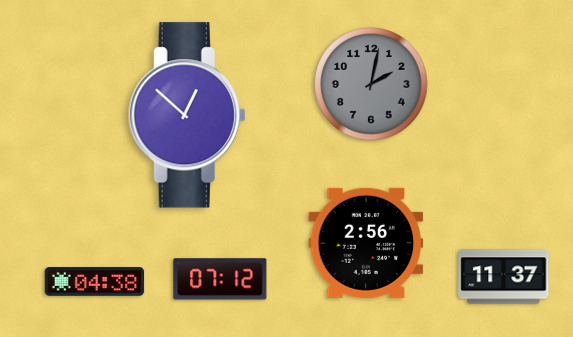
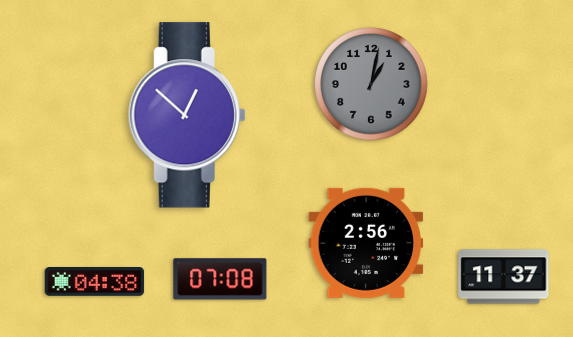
clock at (371, 84): 2:02 -> 1:02
clock at (220, 279): 07:12 -> 07:08
